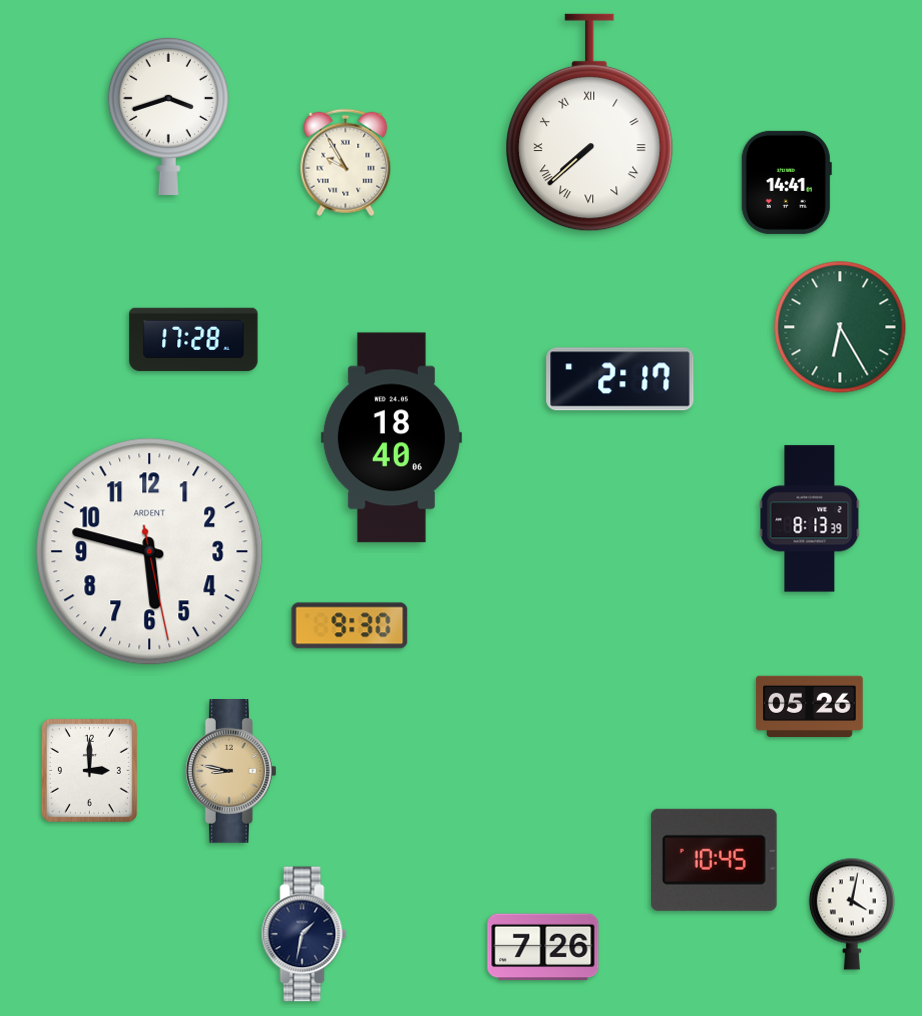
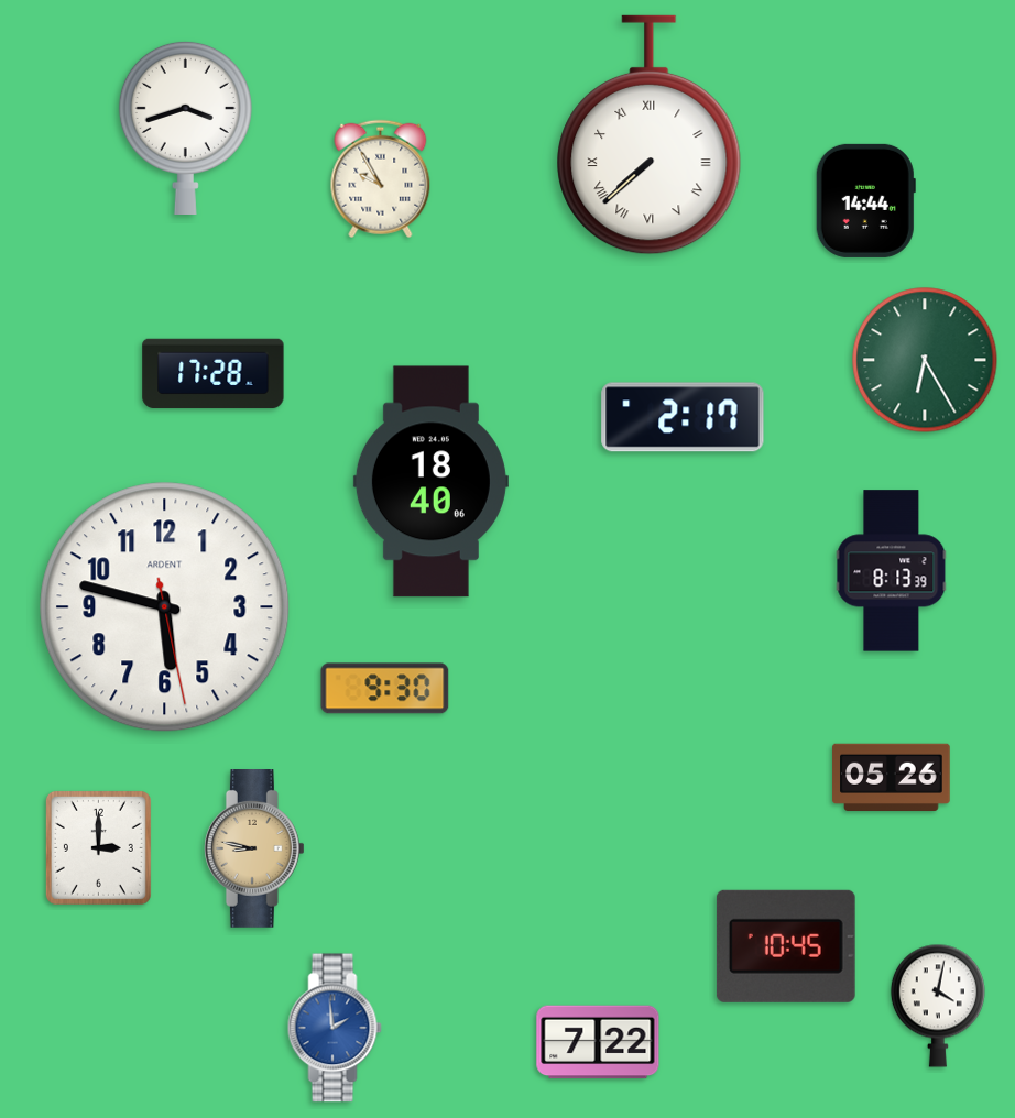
clock at (786, 182): 14:41 -> 14:44
clock at (304, 934): 1:32 -> 1:59
clock at (304, 934) dial: navy -> blue
clock at (543, 947): 7:26 -> 7:22
